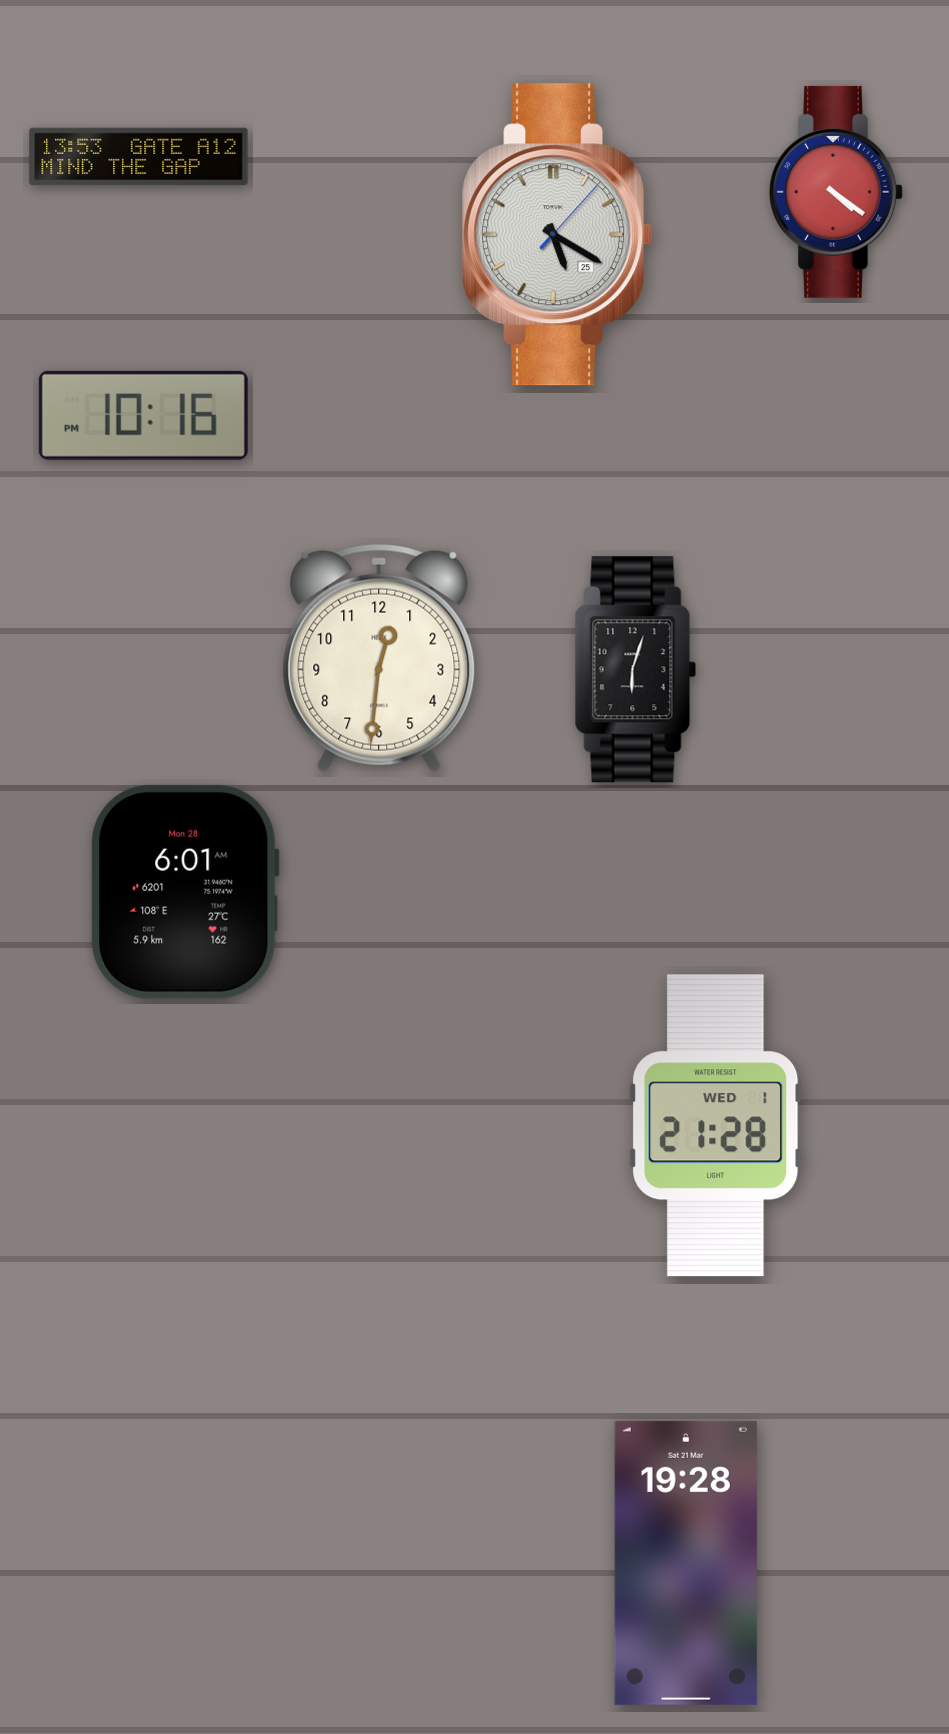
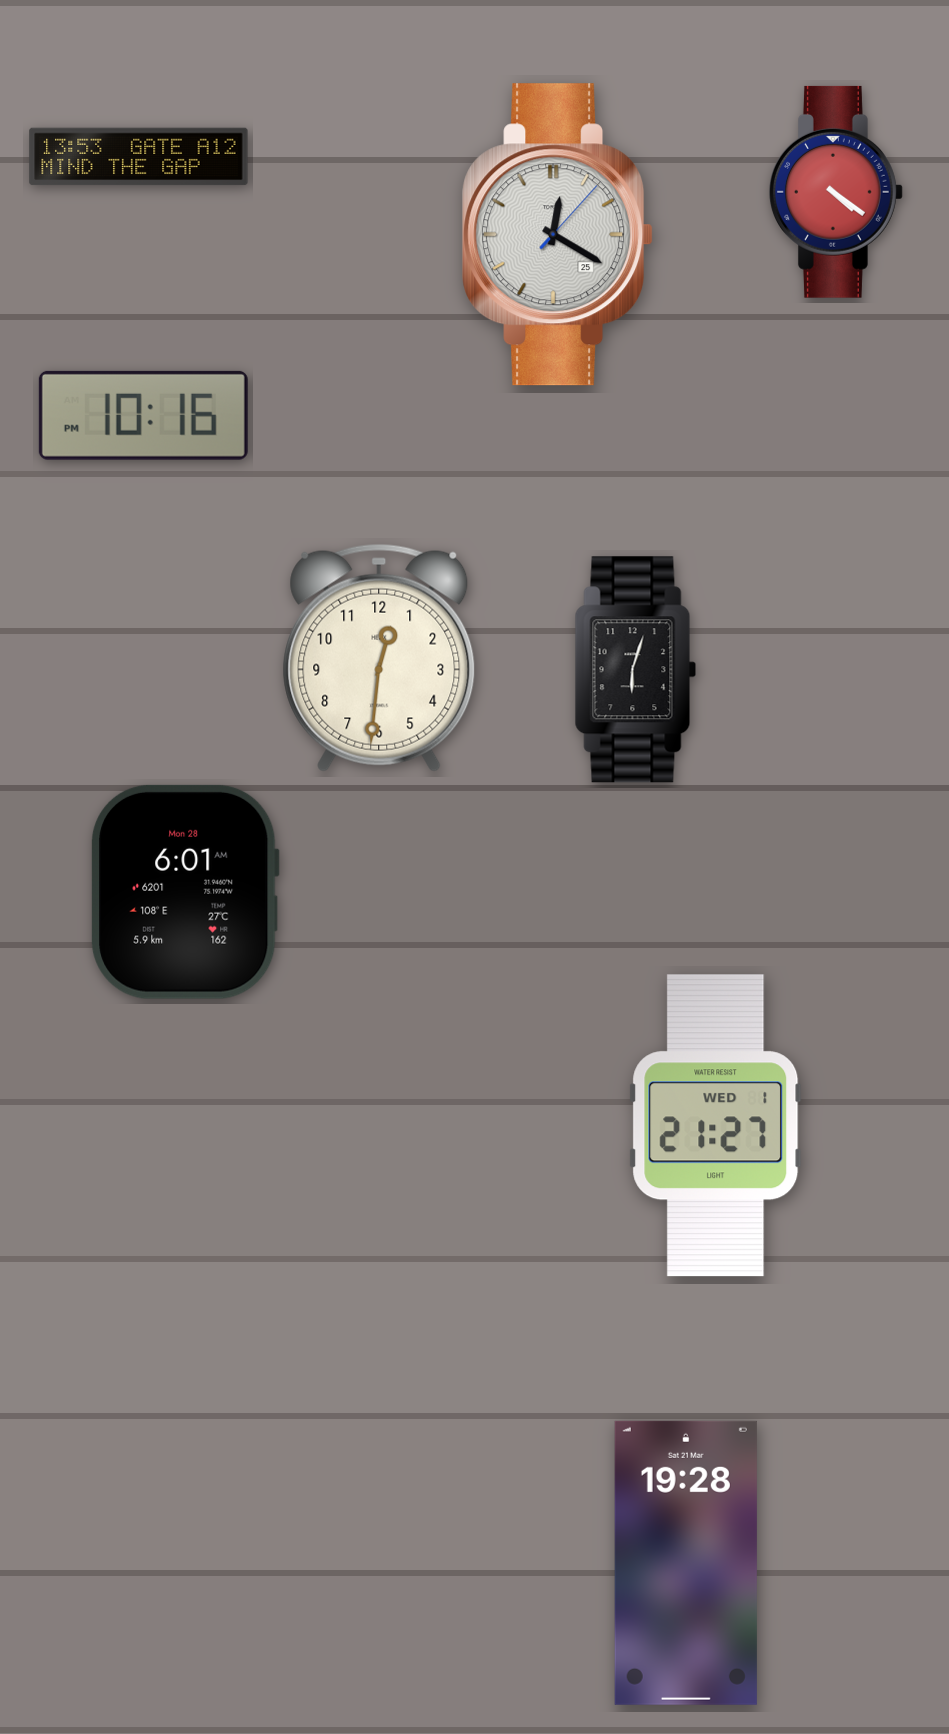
clock at (558, 235): 5:20 -> 12:20
clock at (716, 1126): 21:28 -> 21:27
